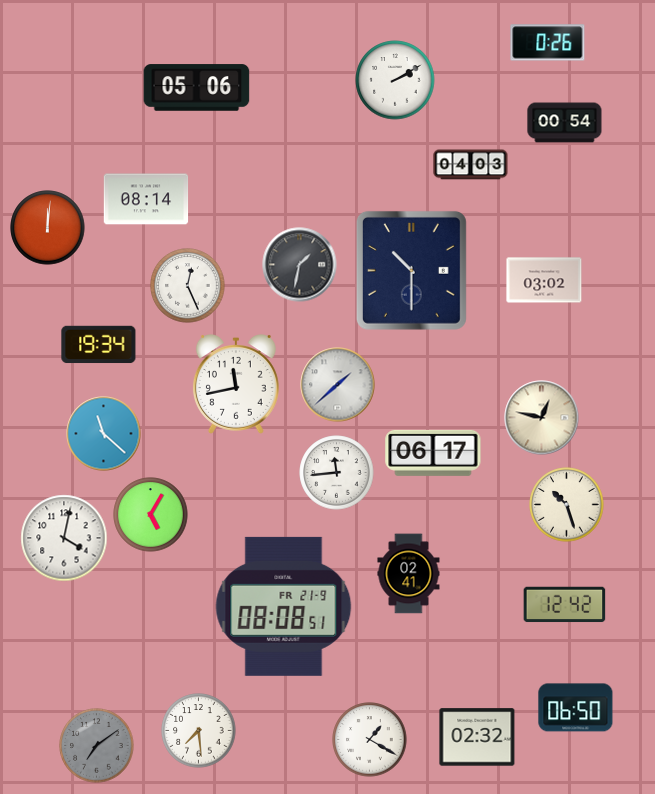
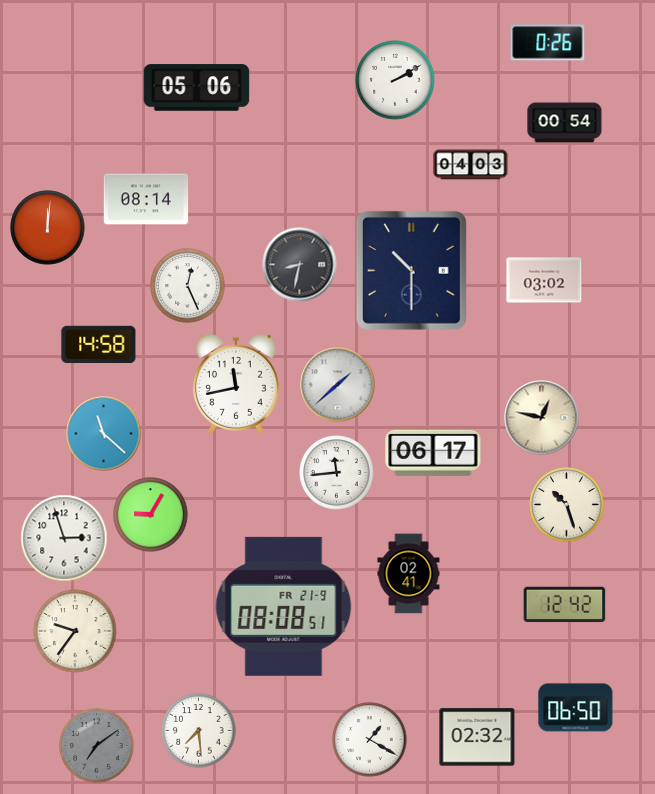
clock at (300, 265): 1:32 -> 8:32
clock at (99, 345): 19:34 -> 14:58
clock at (151, 515): 5:05 -> 9:05
clock at (64, 538): 4:02 -> 2:57
clock at (75, 631): none -> 9:36
